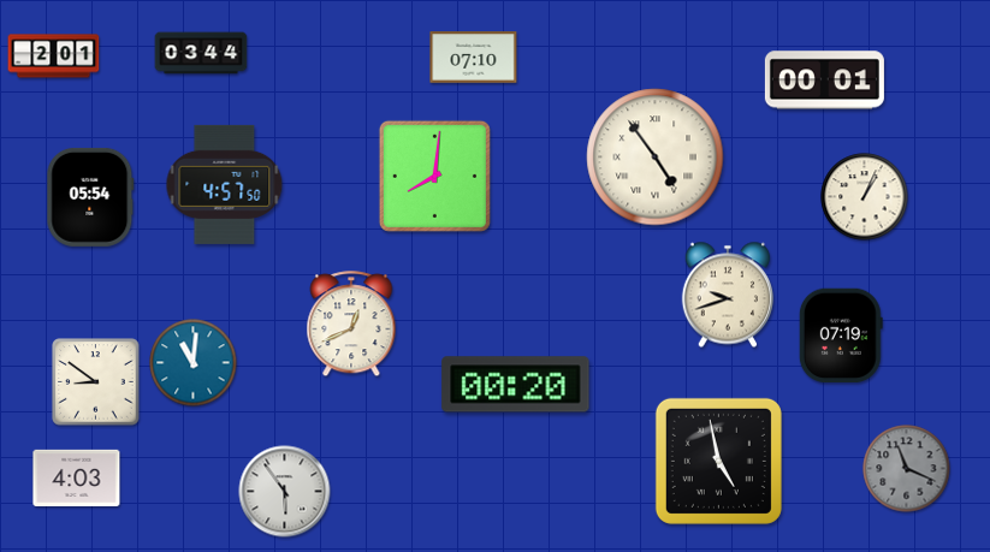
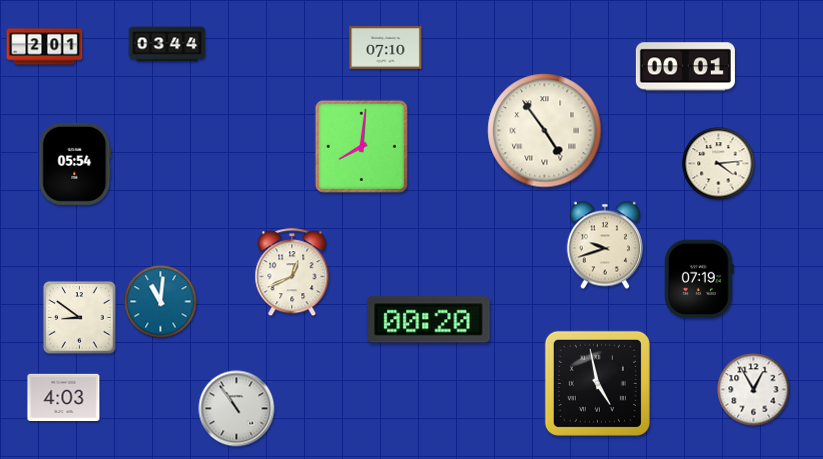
clock at (474, 58) position: (474, 58) -> (386, 48)
clock at (225, 184): 4:57 -> none
clock at (865, 197): 1:04 -> 4:14
clock at (351, 325) position: (351, 325) -> (292, 273)
clock at (907, 469): 11:19 -> 12:55
clock at (907, 469) dial: grey -> white
clock at (285, 492): 5:54 -> 10:54
